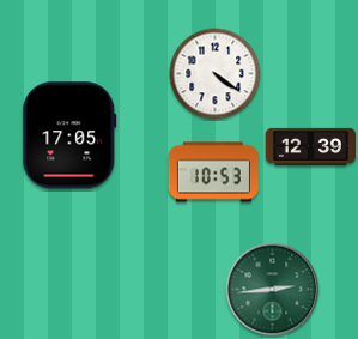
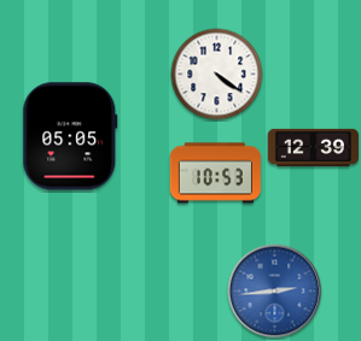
clock at (69, 135): 17:05 -> 05:05
clock at (273, 290) dial: green -> blue
